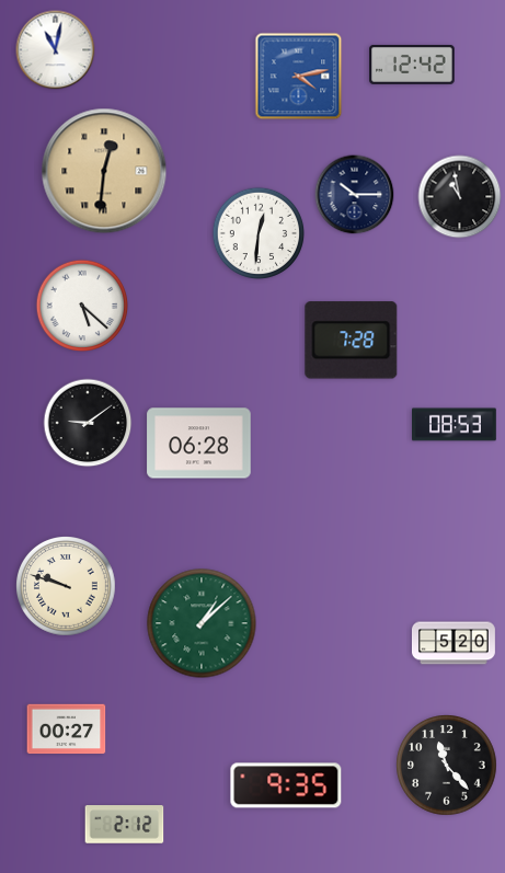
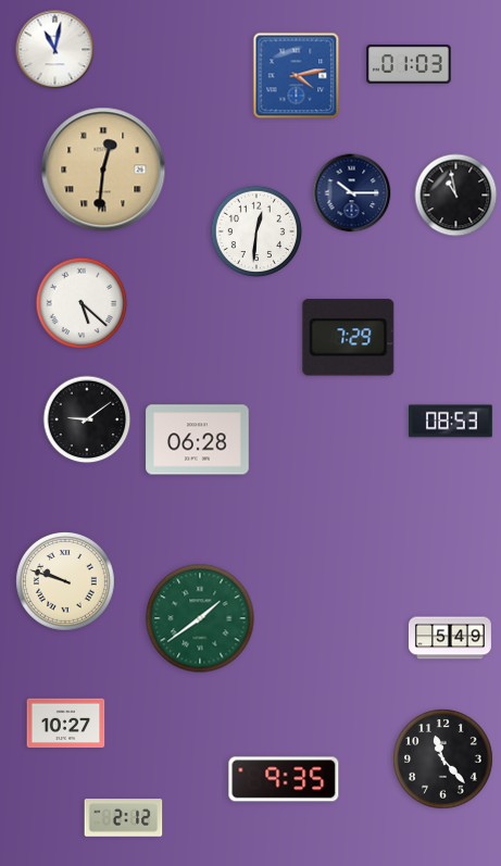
clock at (412, 65): 12:42 -> 01:03
clock at (352, 341): 7:28 -> 7:29
clock at (202, 623): 1:08 -> 1:39
clock at (454, 643): 5:20 -> 5:49
clock at (67, 730): 00:27 -> 10:27
